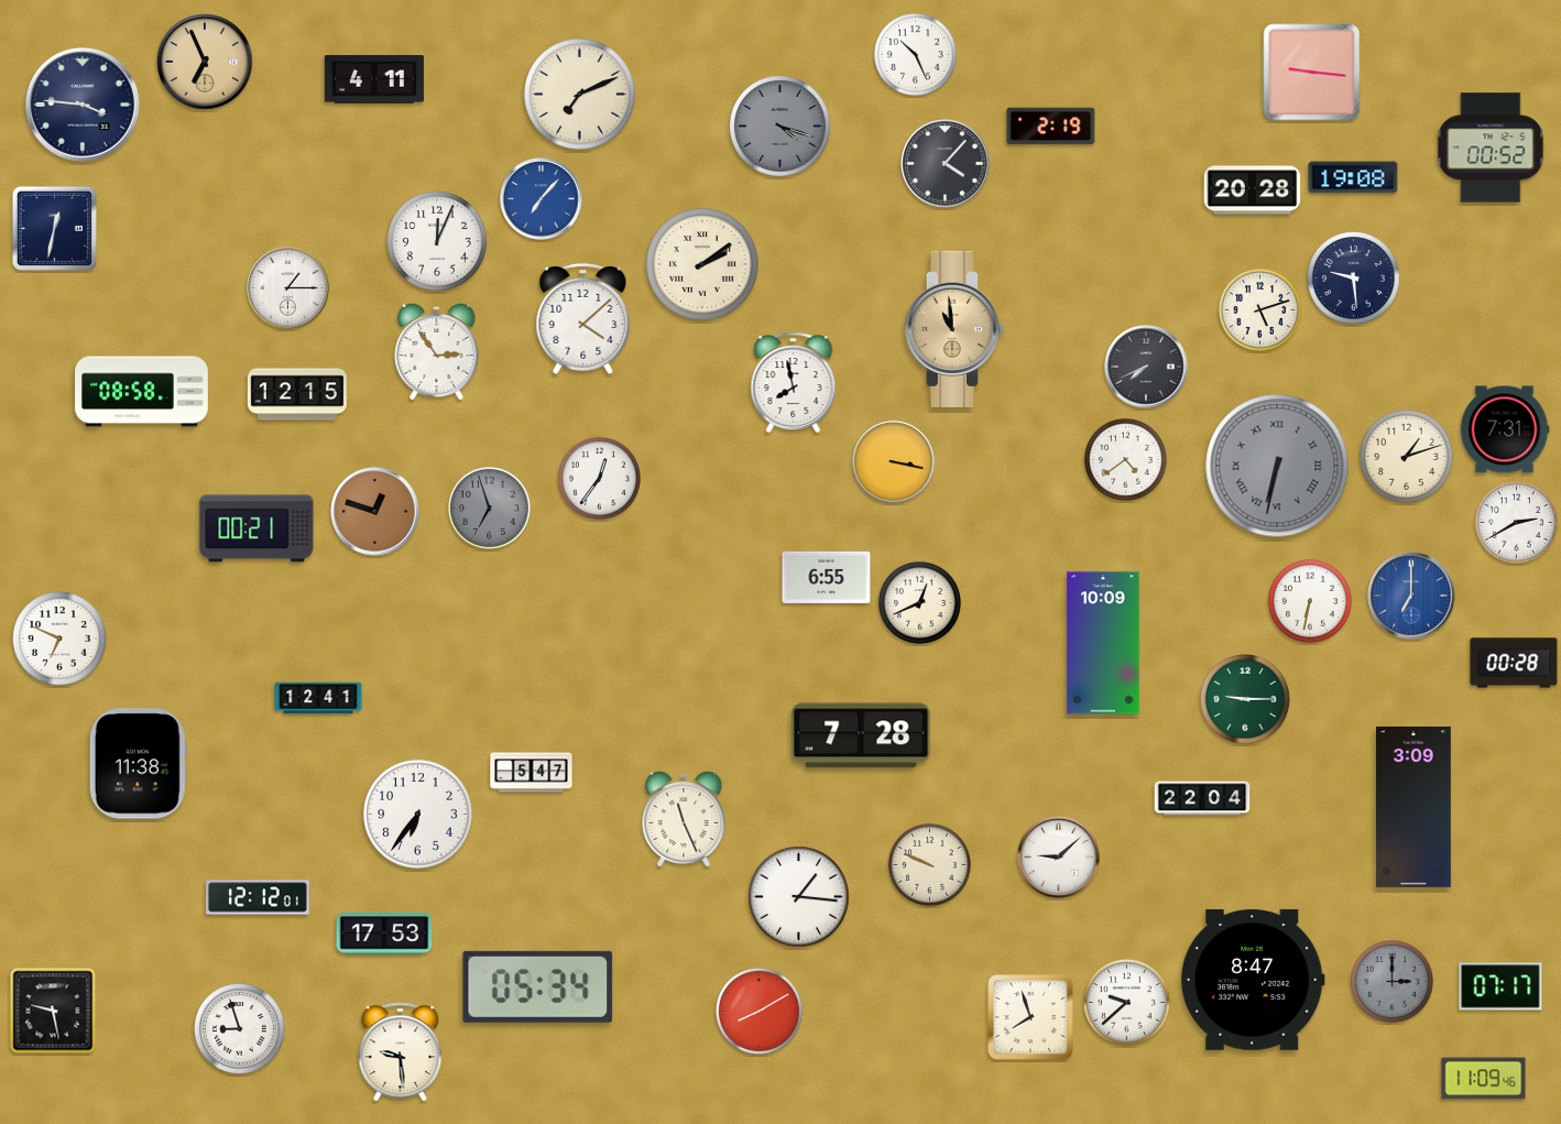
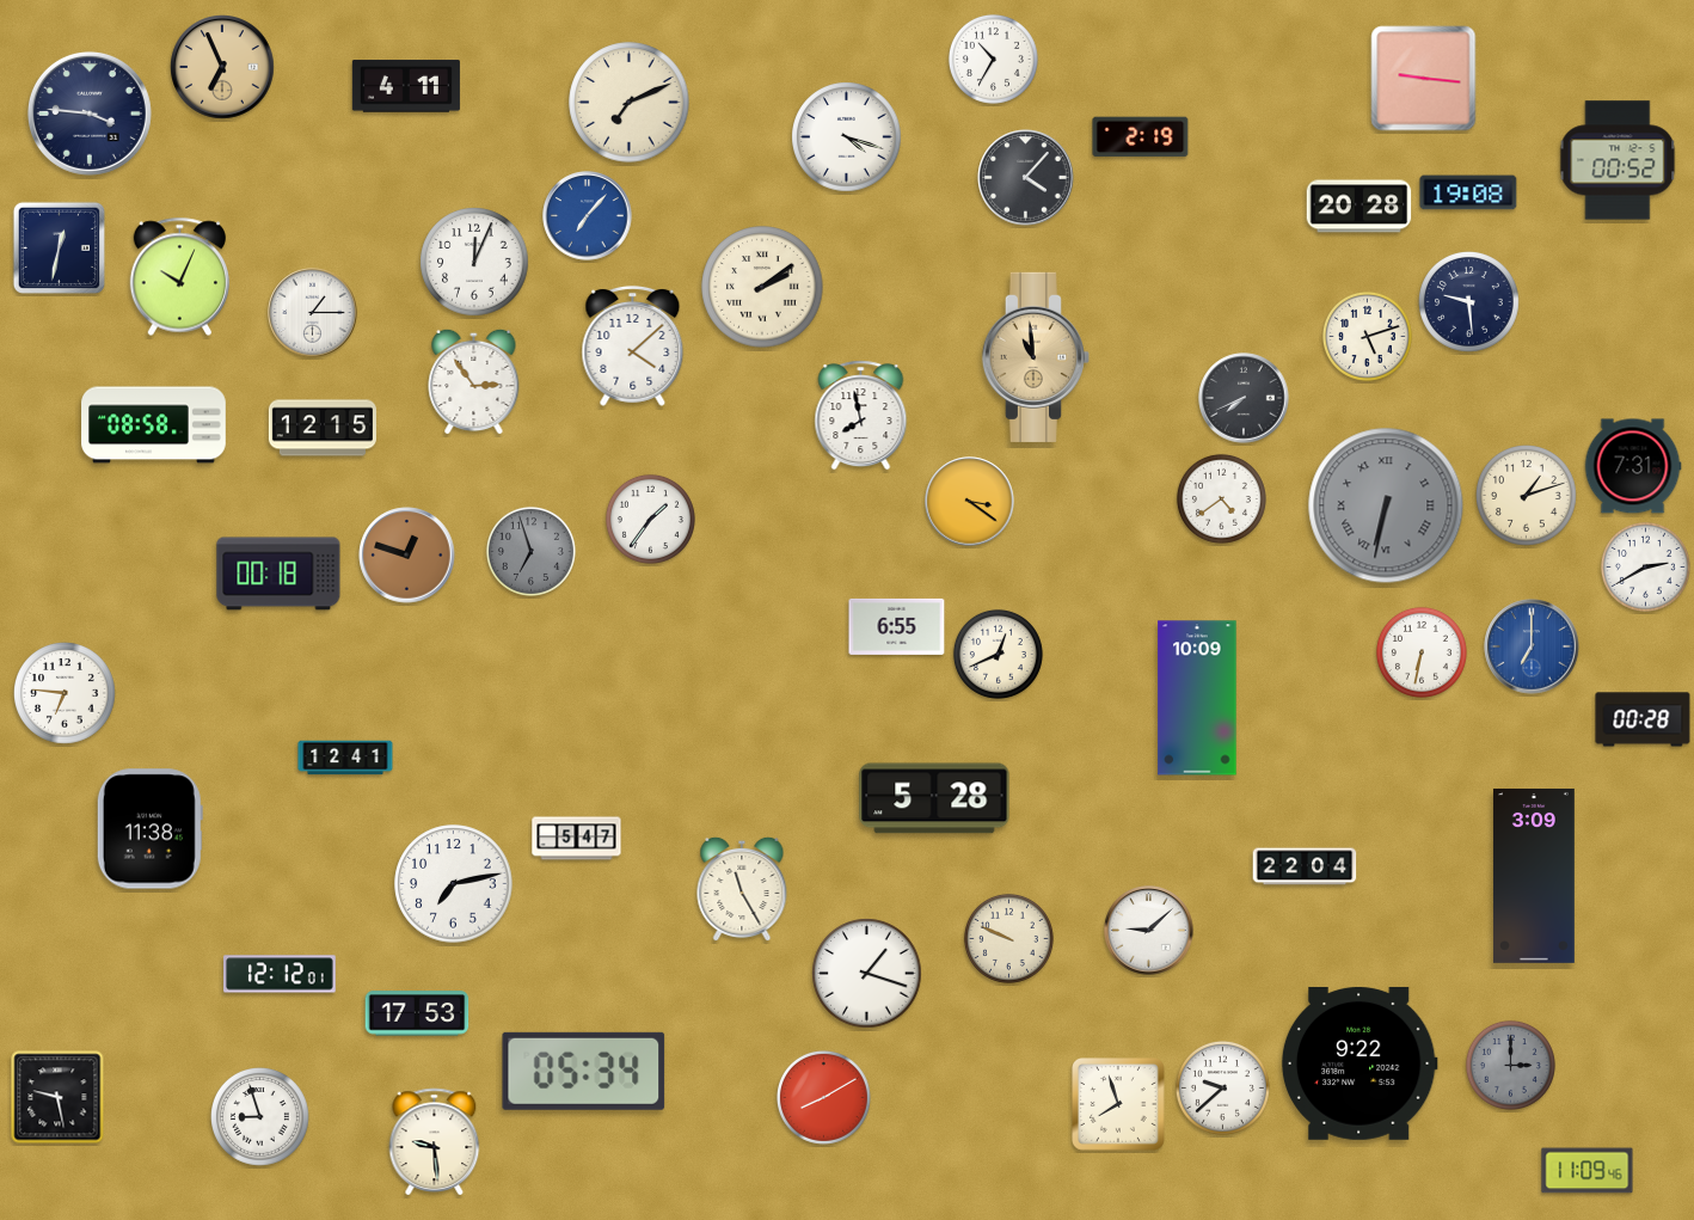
clock at (915, 54): 10:26 -> 10:35
clock at (780, 127) dial: grey -> white
clock at (180, 277): none -> 10:04
clock at (894, 462): 3:17 -> 3:21
clock at (599, 478): 12:36 -> 1:36
clock at (256, 528): 00:21 -> 00:18
clock at (61, 640): 6:49 -> 6:46
clock at (1246, 700): 9:15 -> none
clock at (861, 735): 7:28 -> 5:28
clock at (418, 815): 6:36 -> 7:13
clock at (684, 819): 11:26 -> 11:25
clock at (799, 897): 1:16 -> 1:18
clock at (1253, 980): 8:47 -> 9:22
clock at (1500, 986): 07:17 -> none
clock at (1484, 1079) position: (1484, 1079) -> (1588, 1171)
